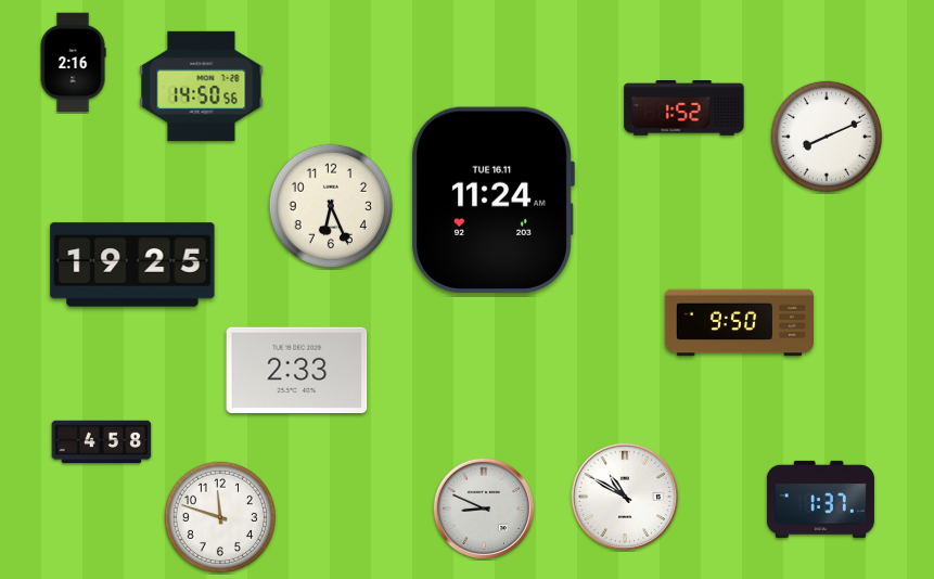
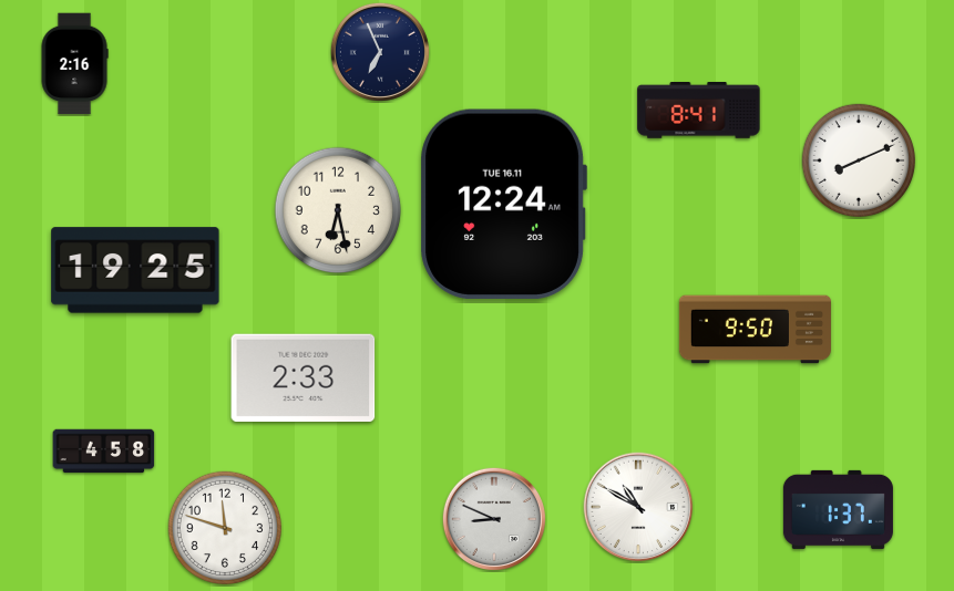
clock at (380, 52): none -> 6:56
clock at (202, 86): 14:50 -> none
clock at (684, 108): 1:52 -> 8:41
clock at (826, 136) position: (826, 136) -> (858, 159)
clock at (492, 200): 11:24 -> 12:24
clock at (331, 206): 6:26 -> 6:28
